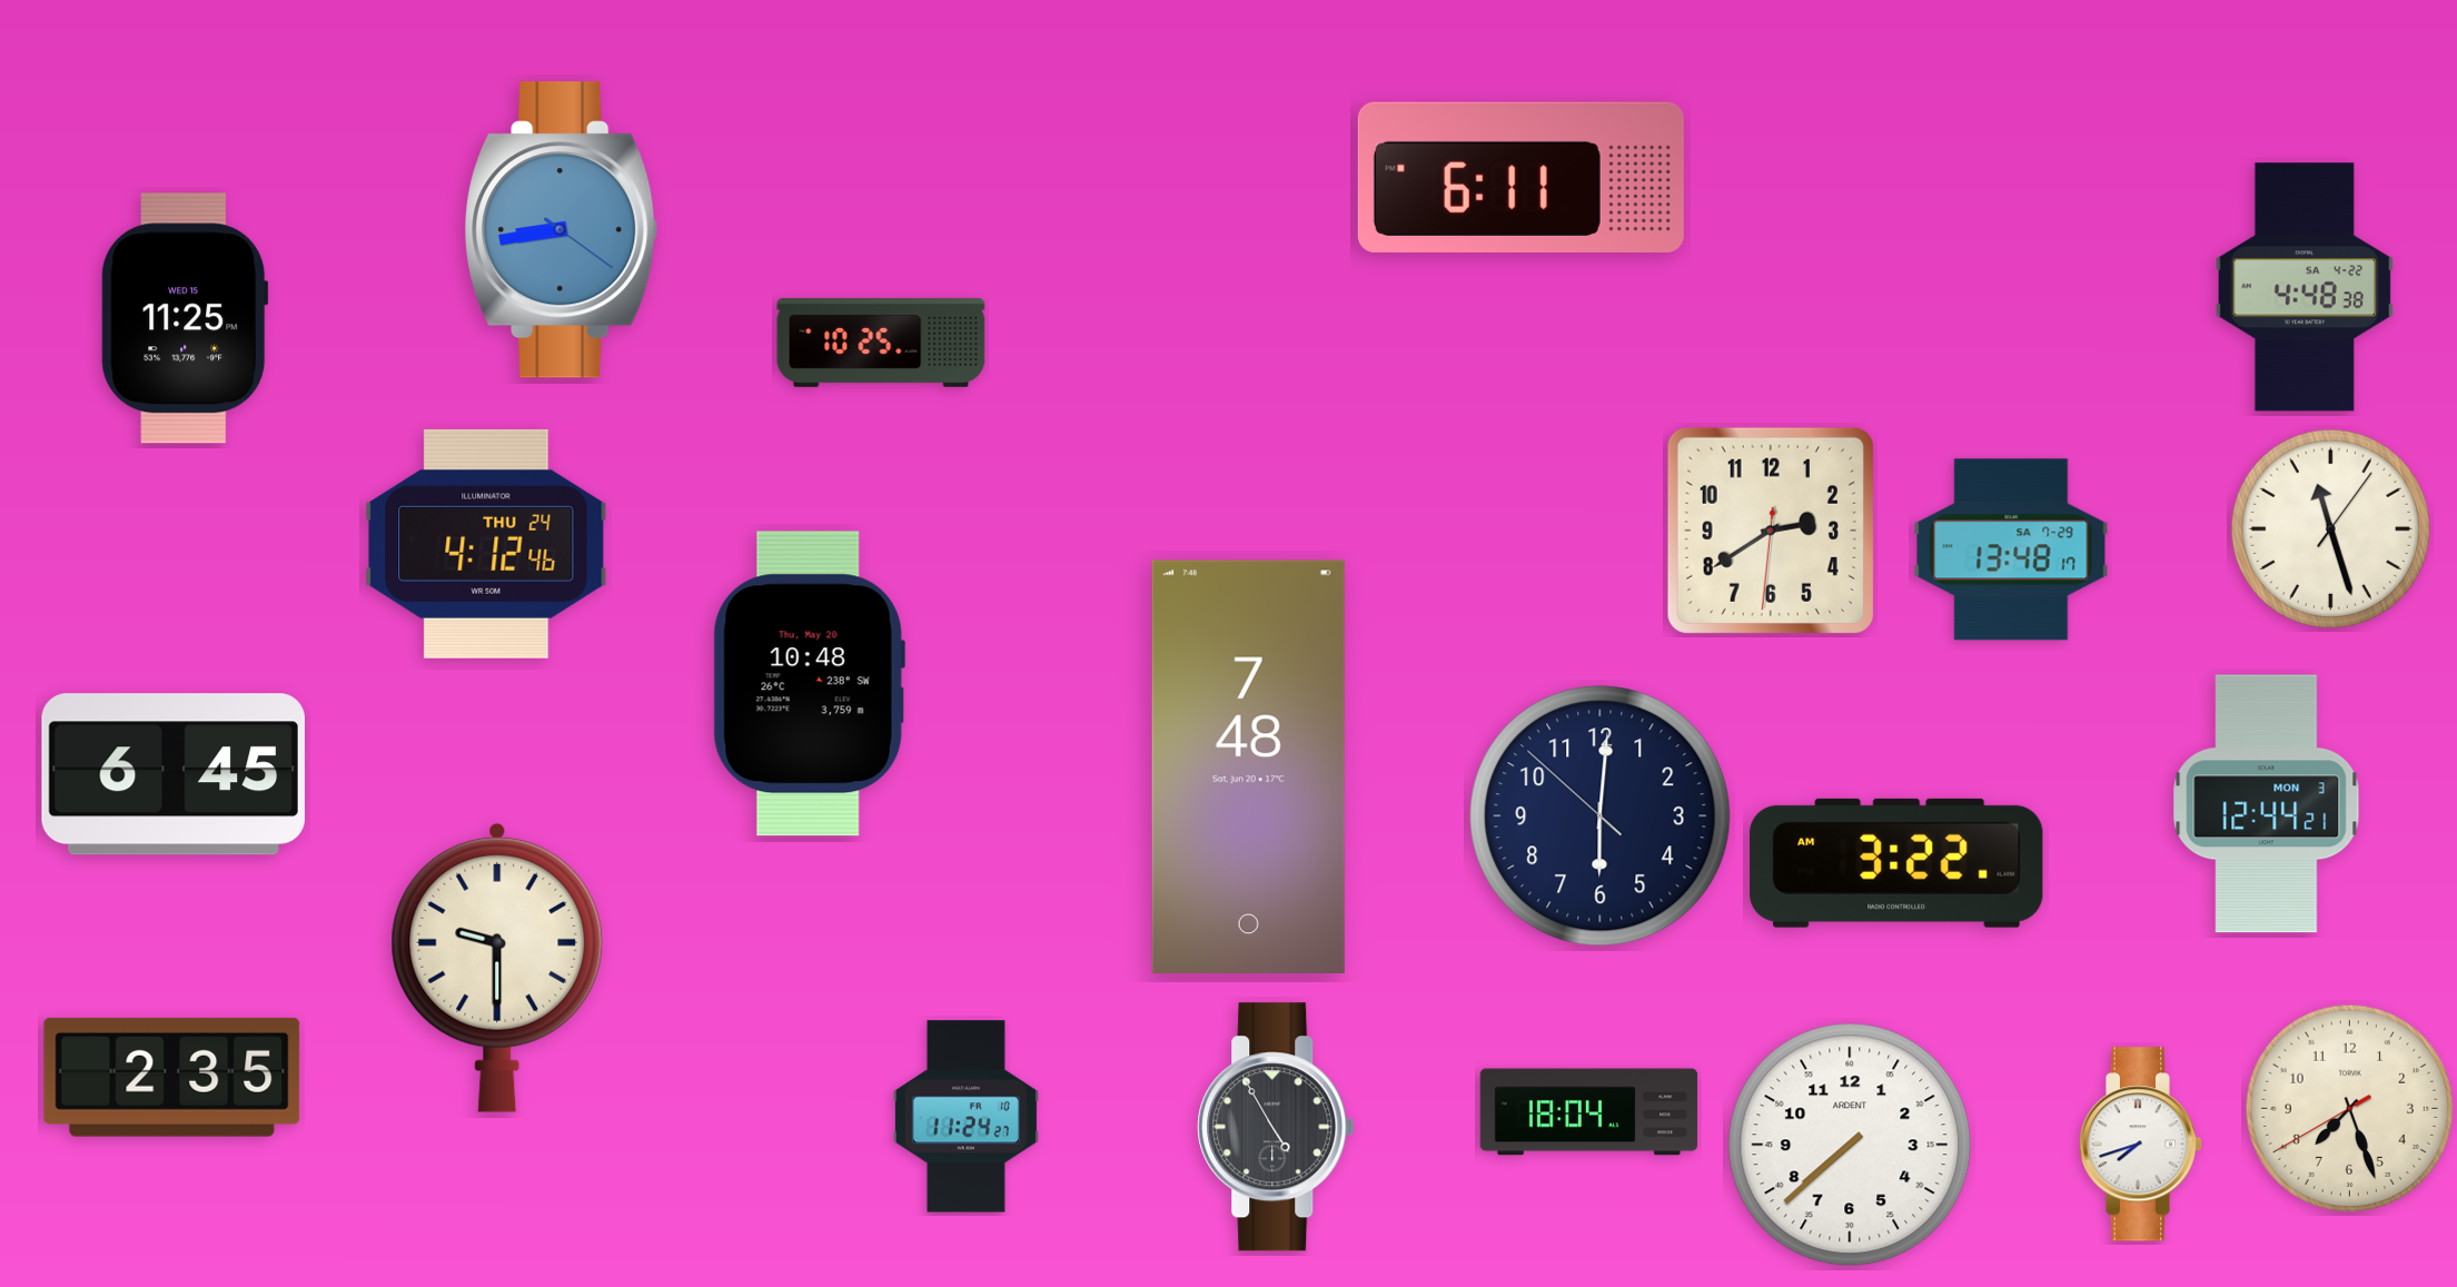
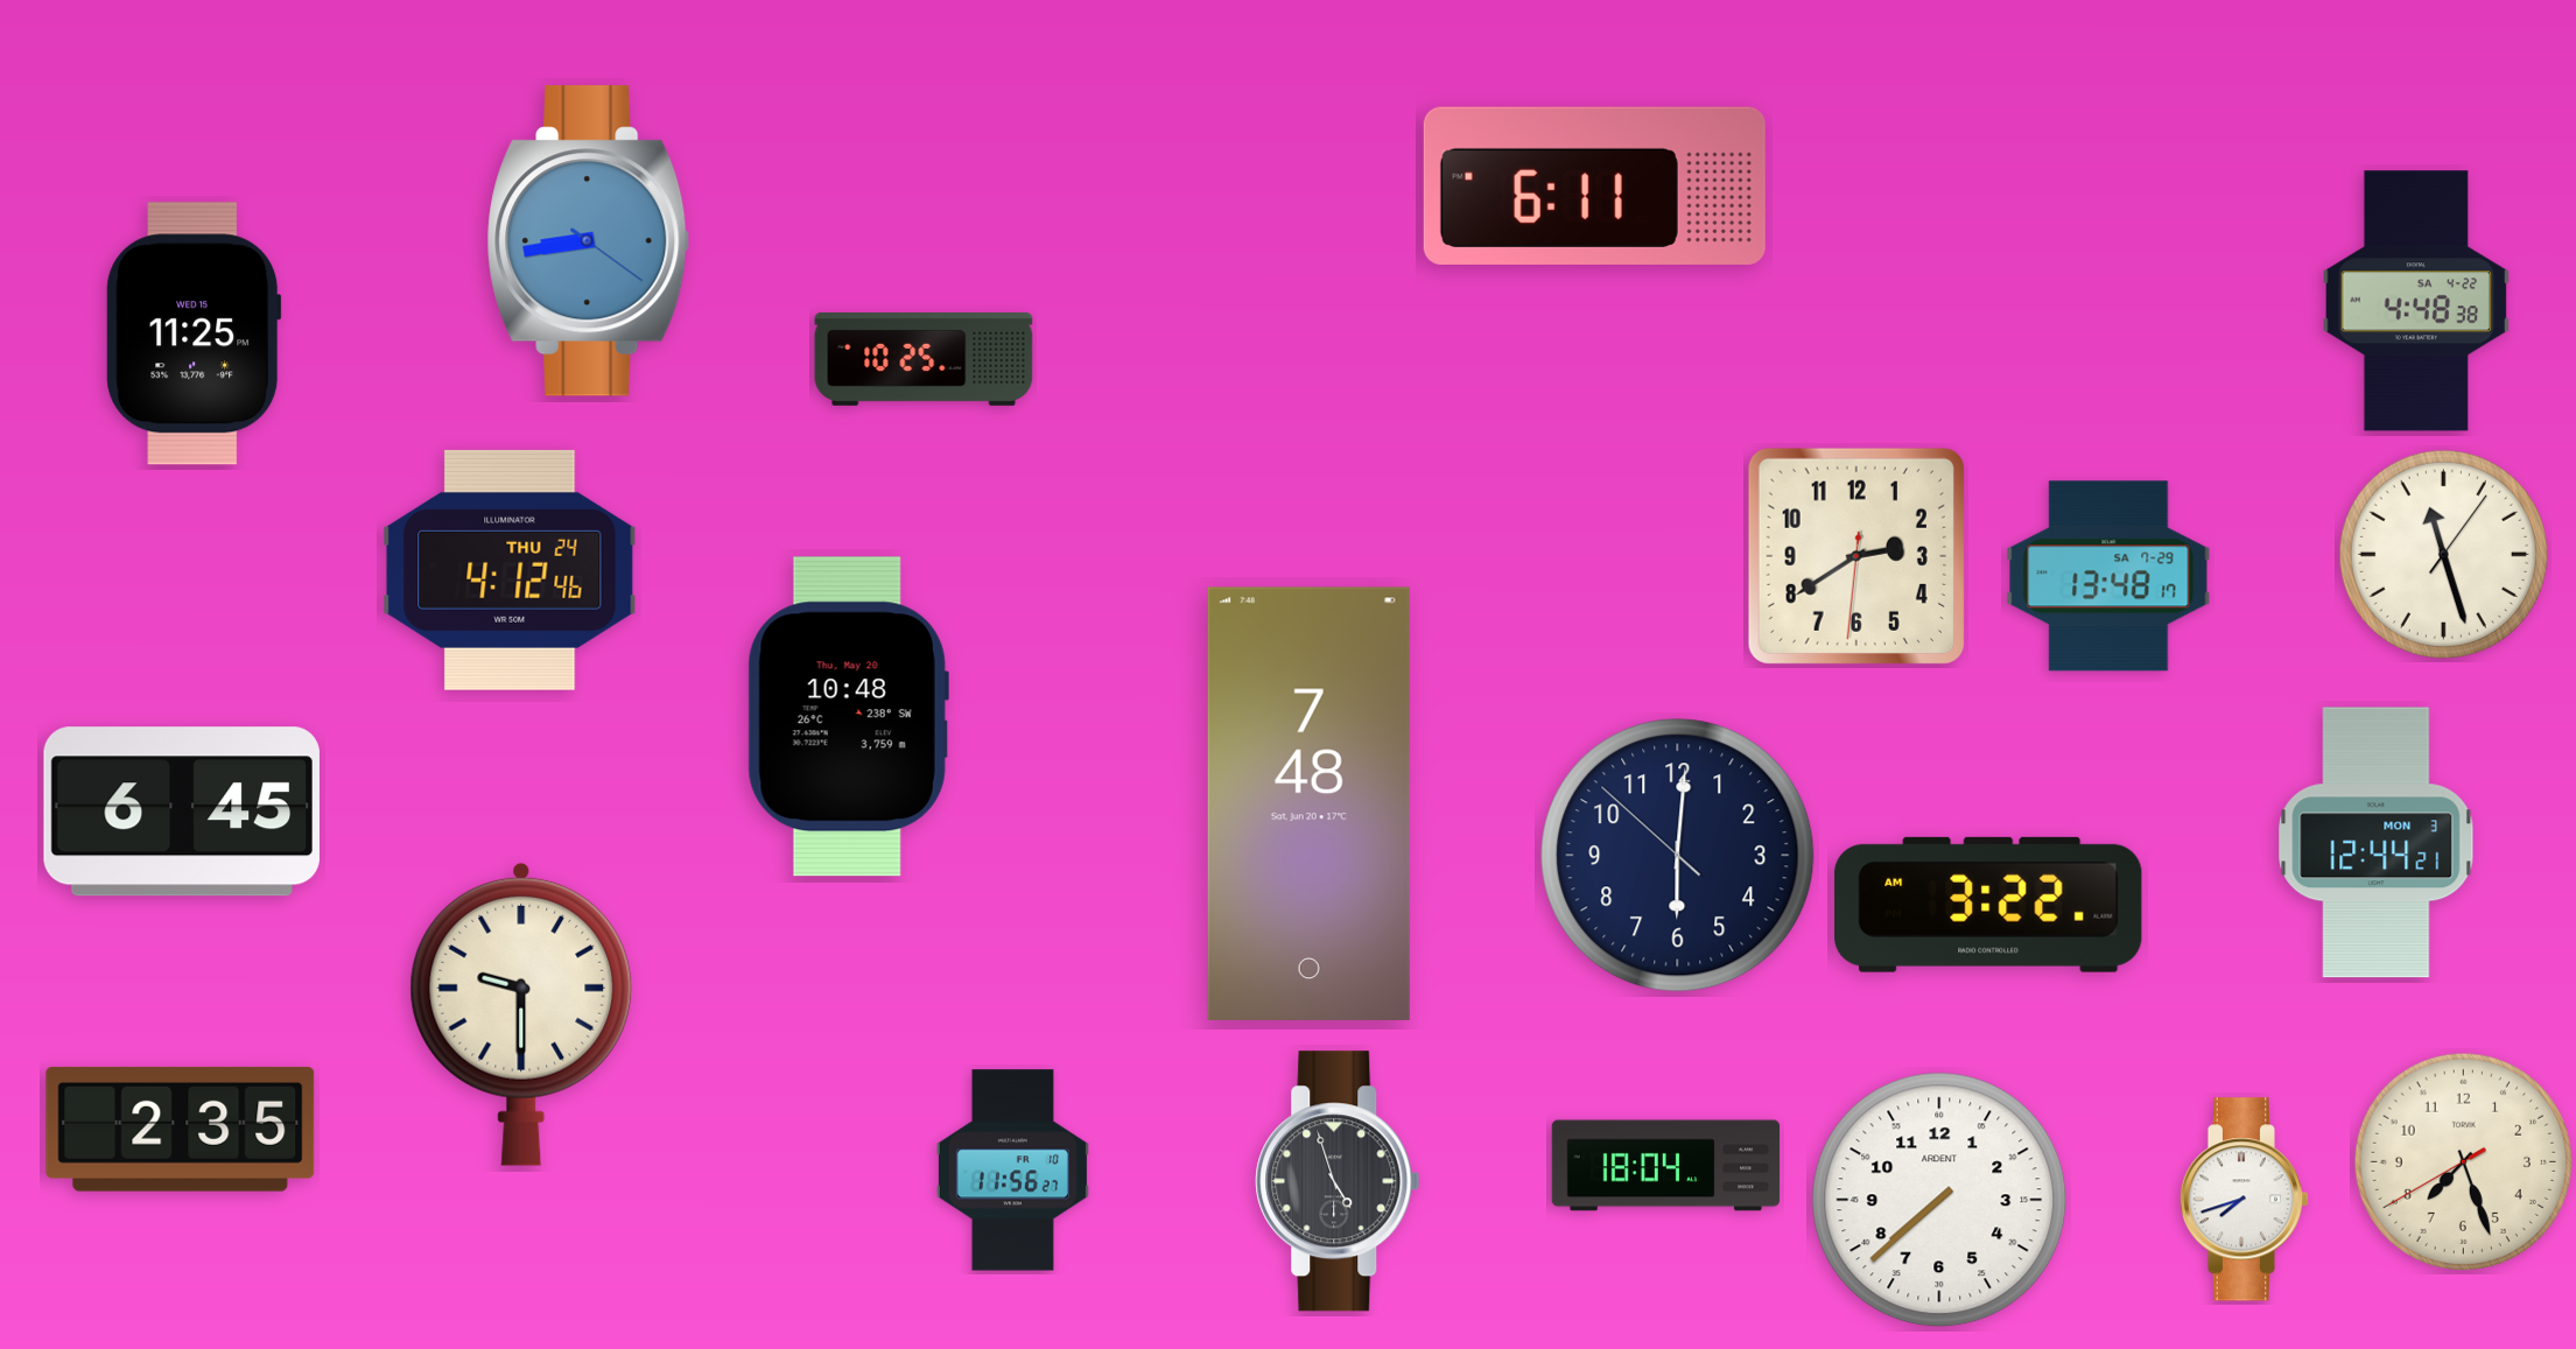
clock at (965, 1117): 11:24 -> 11:56
clock at (1276, 1127): 4:55 -> 4:57
